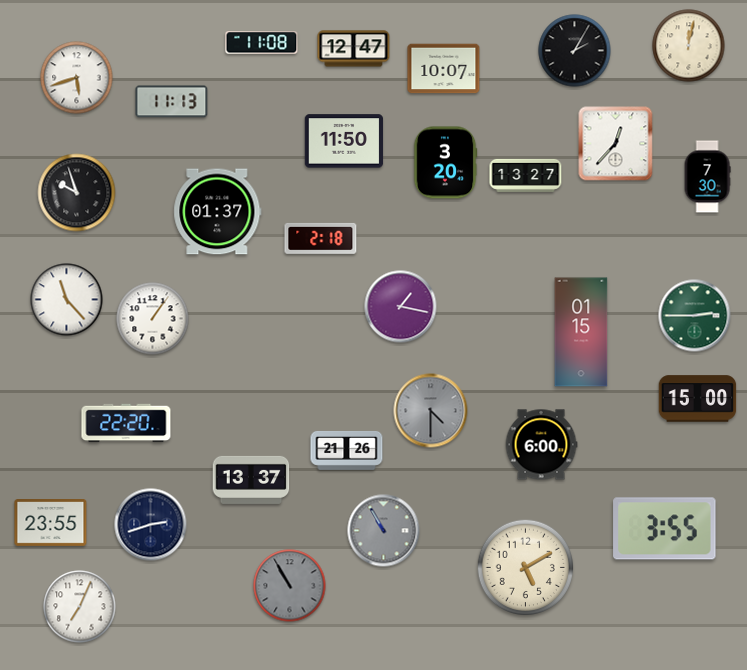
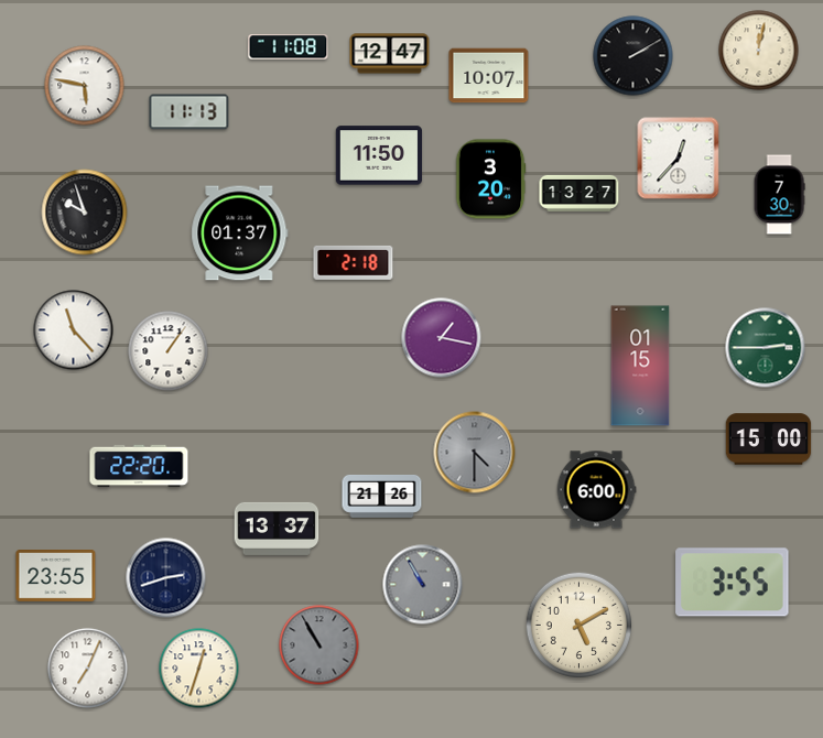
clock at (575, 51): 2:05 -> 2:10
clock at (77, 78): 5:42 -> 5:47
clock at (199, 669): none -> 12:33
